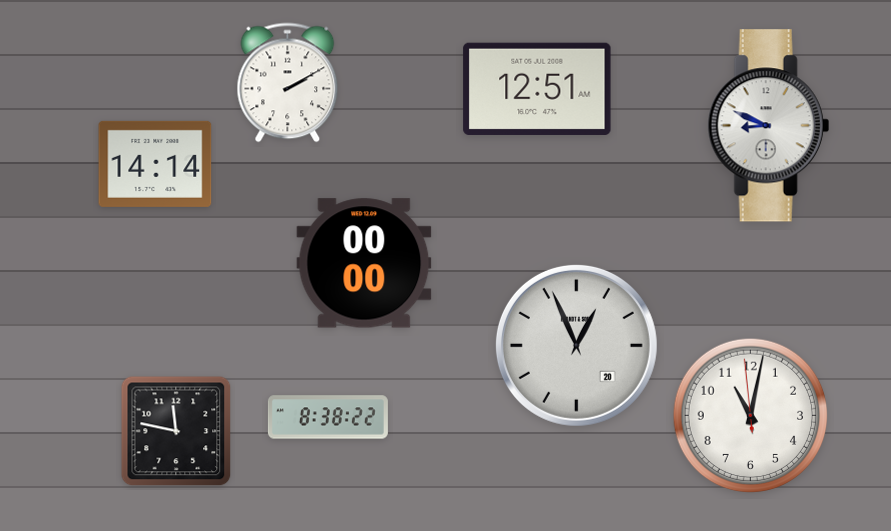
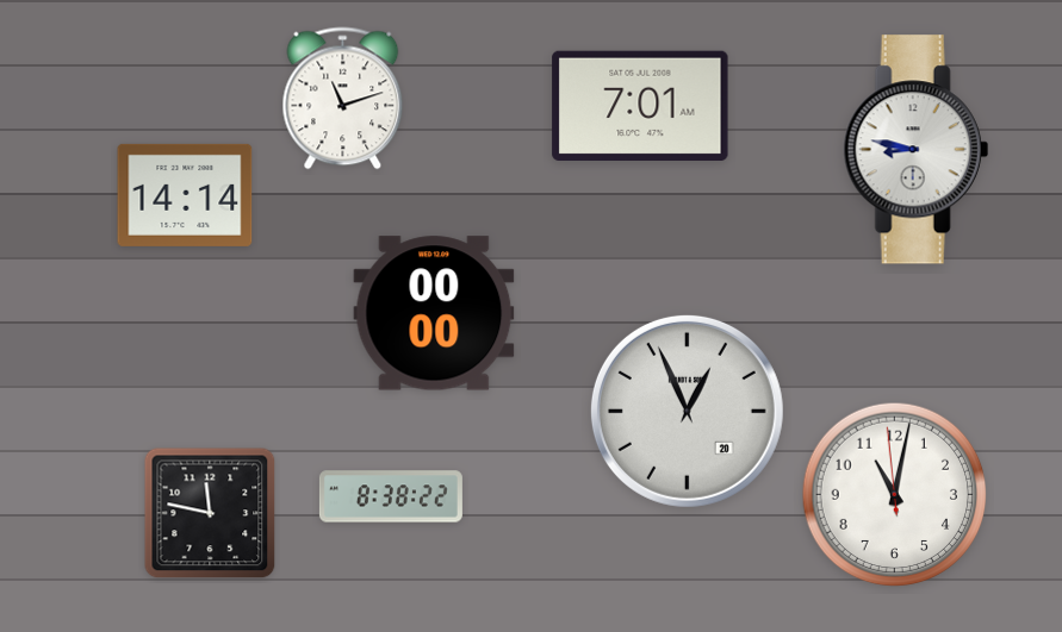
clock at (288, 83): 2:10 -> 11:12
clock at (537, 89): 12:51 -> 7:01
clock at (768, 126): 8:49 -> 8:47
